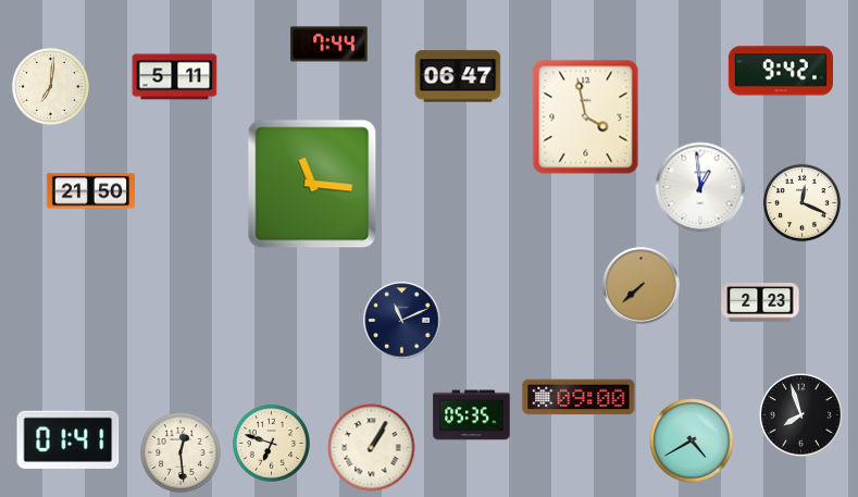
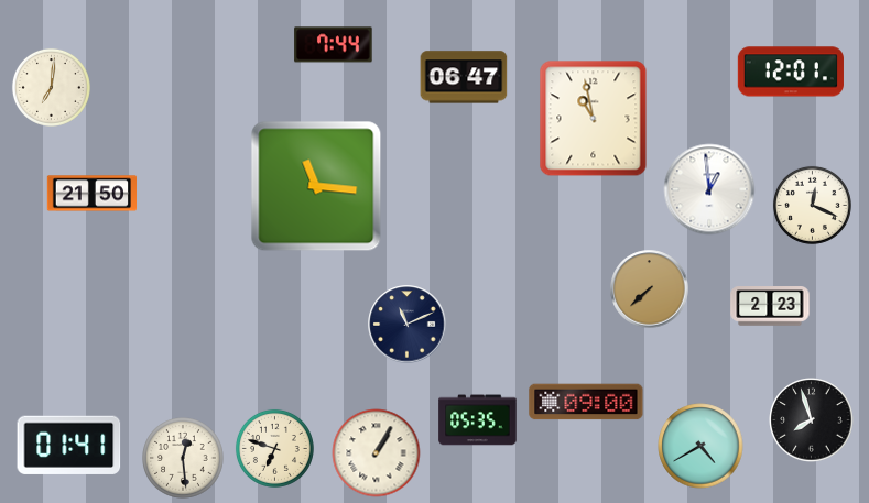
clock at (781, 71): 9:42 -> 12:01
clock at (175, 77): 5:11 -> none
clock at (586, 117): 3:58 -> 10:58
